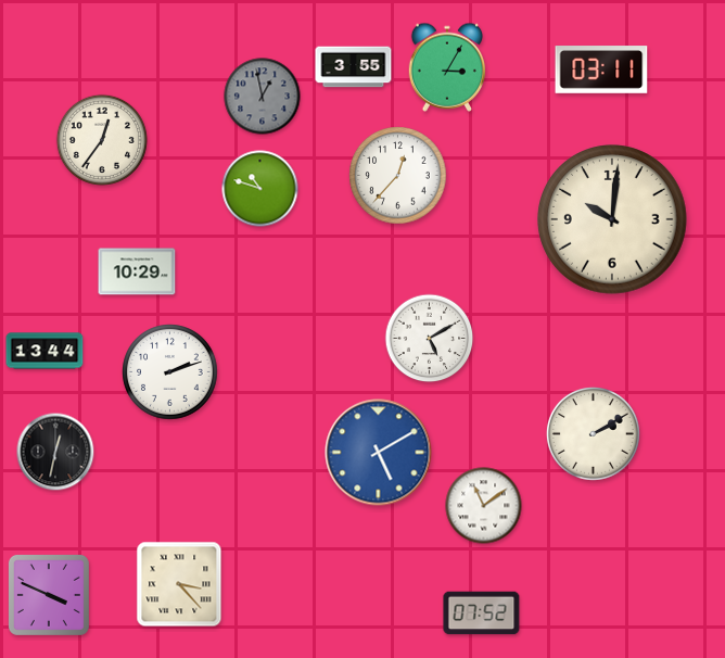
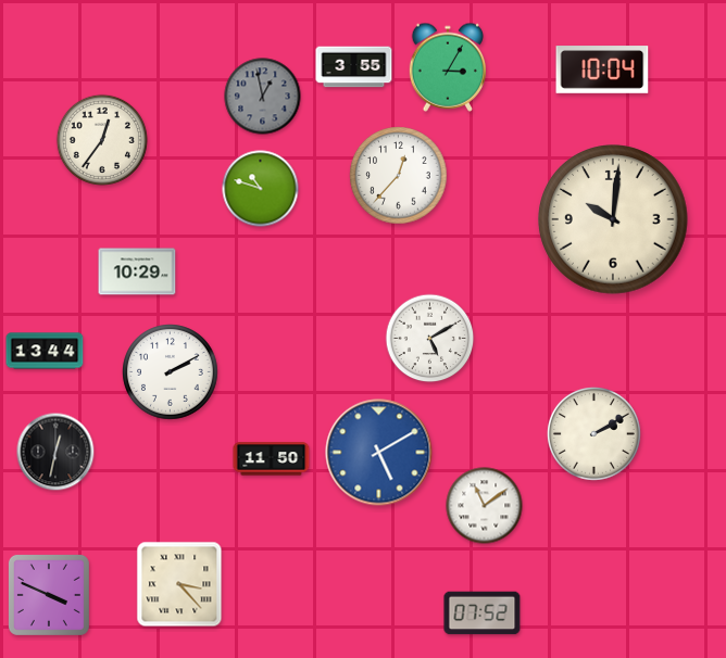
clock at (601, 69): 03:11 -> 10:04
clock at (170, 372): 2:12 -> 2:10
clock at (272, 459): none -> 11:50
